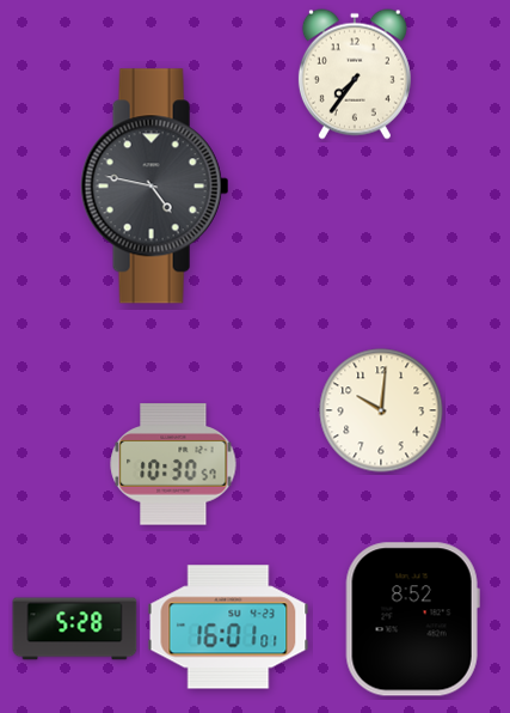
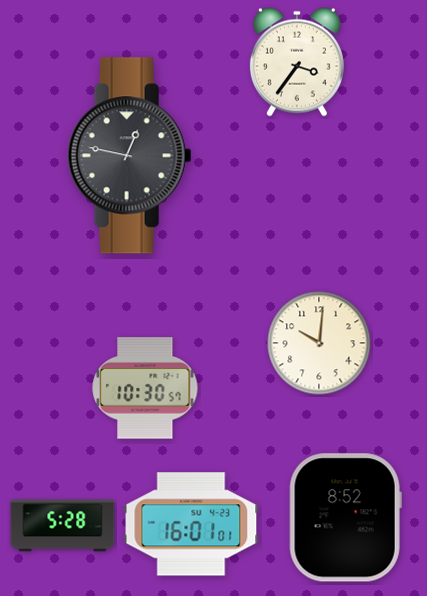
clock at (355, 74): 7:36 -> 3:36
clock at (155, 187): 4:47 -> 12:47
